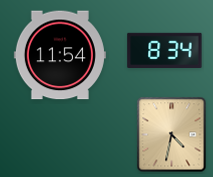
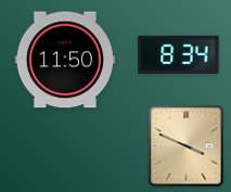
clock at (60, 55): 11:54 -> 11:50
clock at (172, 135): 4:32 -> 3:49
